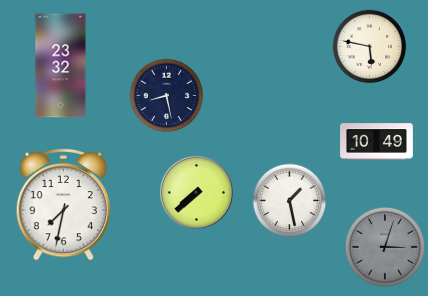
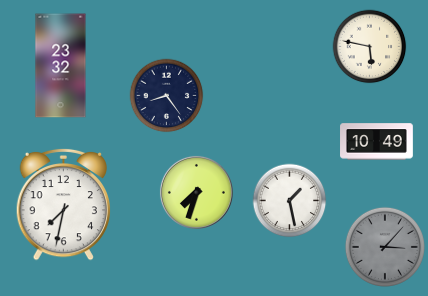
clock at (167, 96): 8:28 -> 8:24
clock at (196, 192): 7:38 -> 7:33
clock at (385, 247): 3:03 -> 3:07
